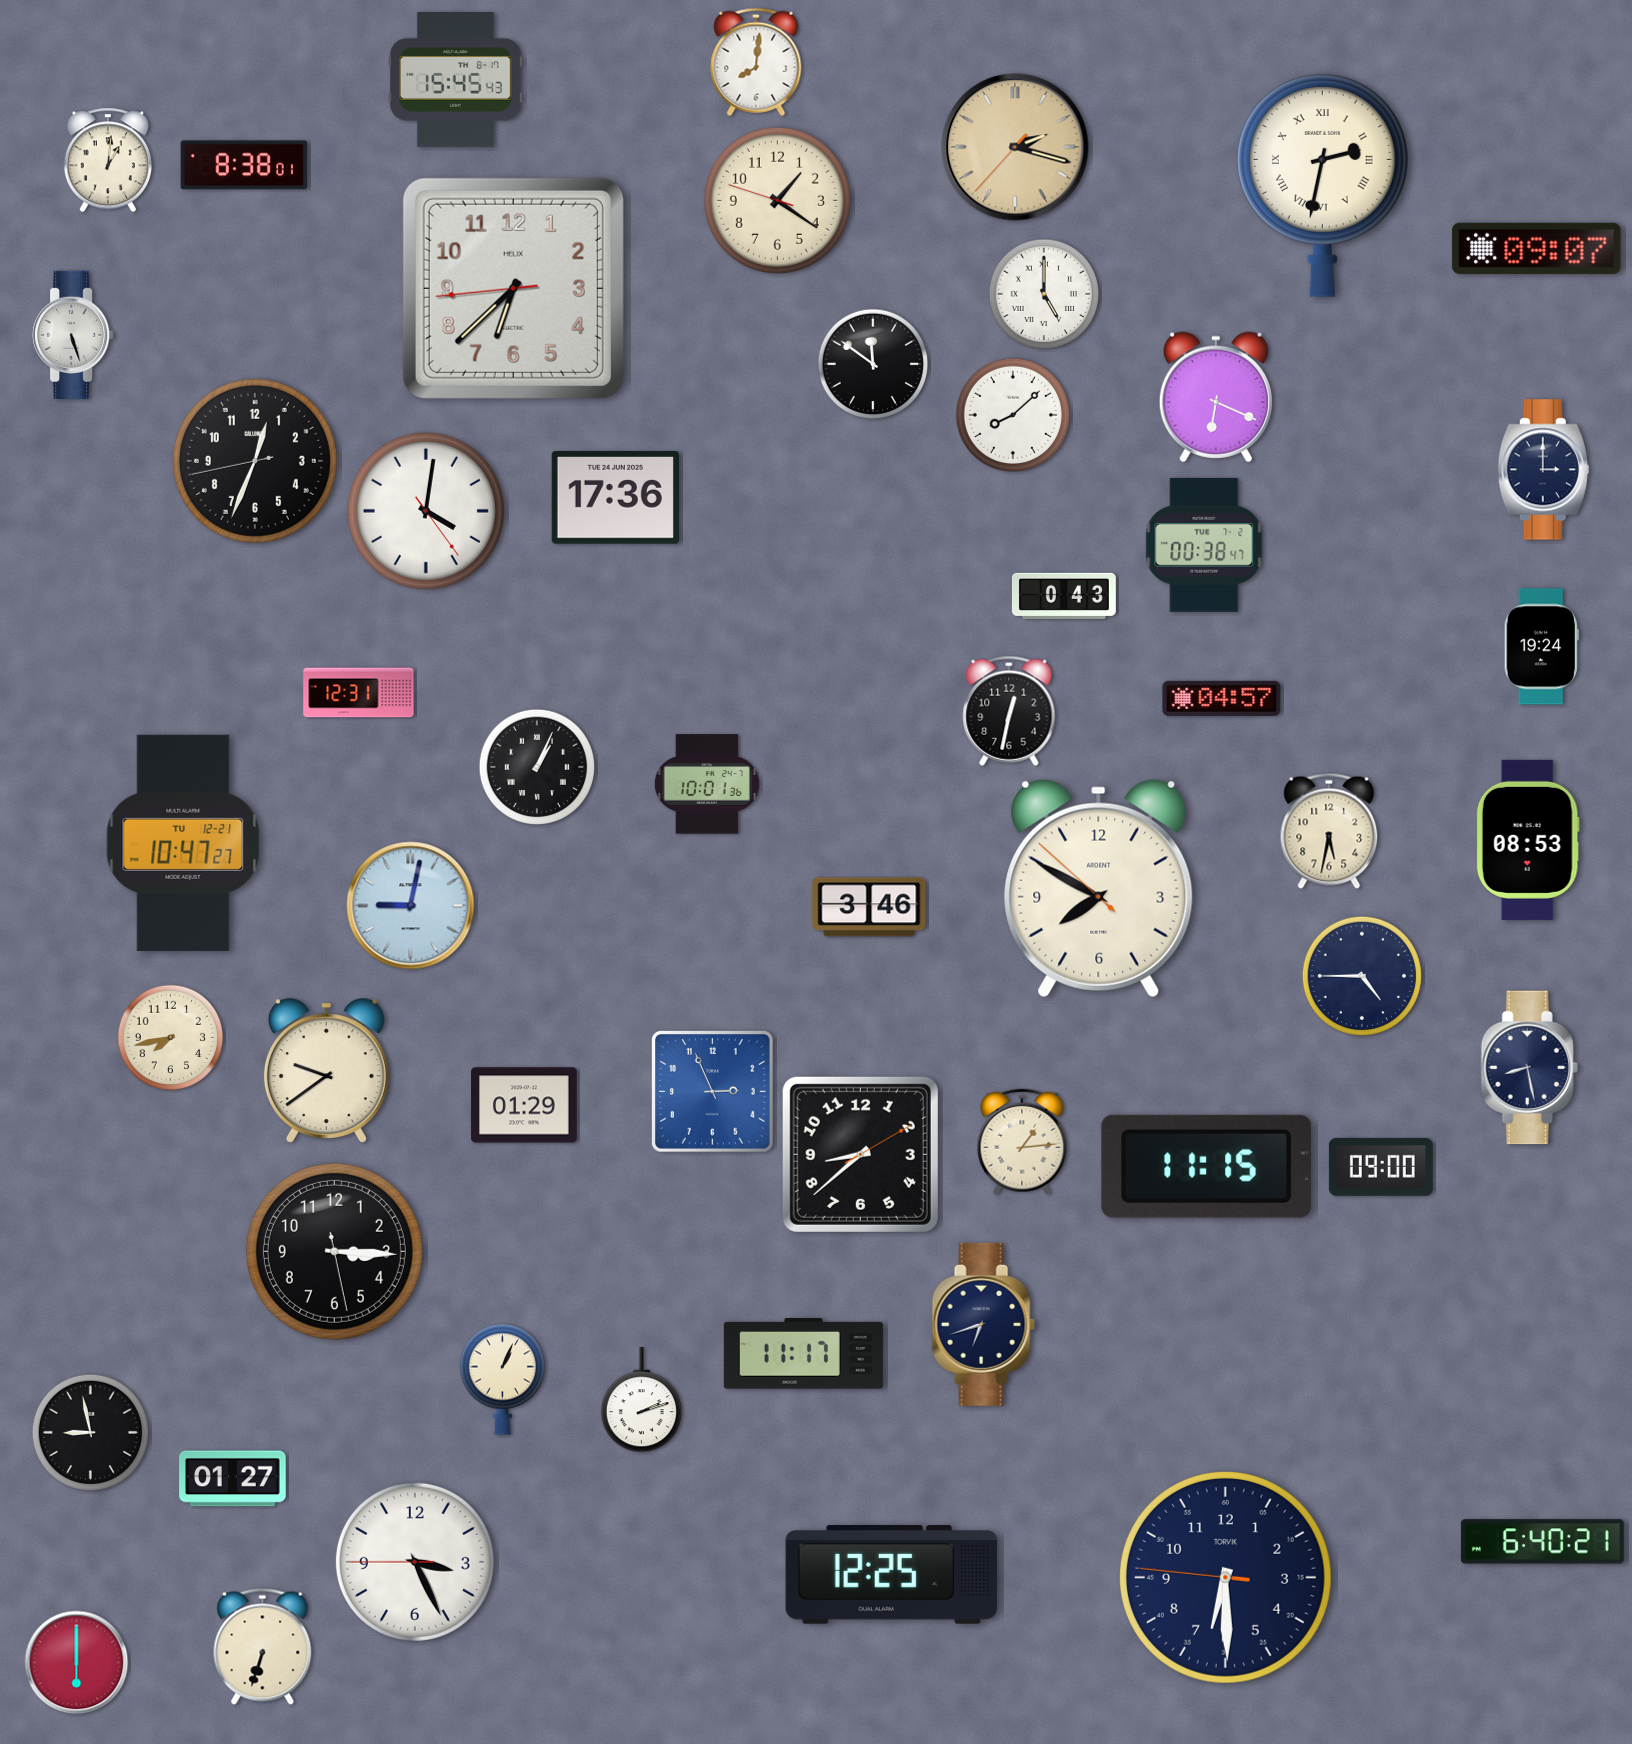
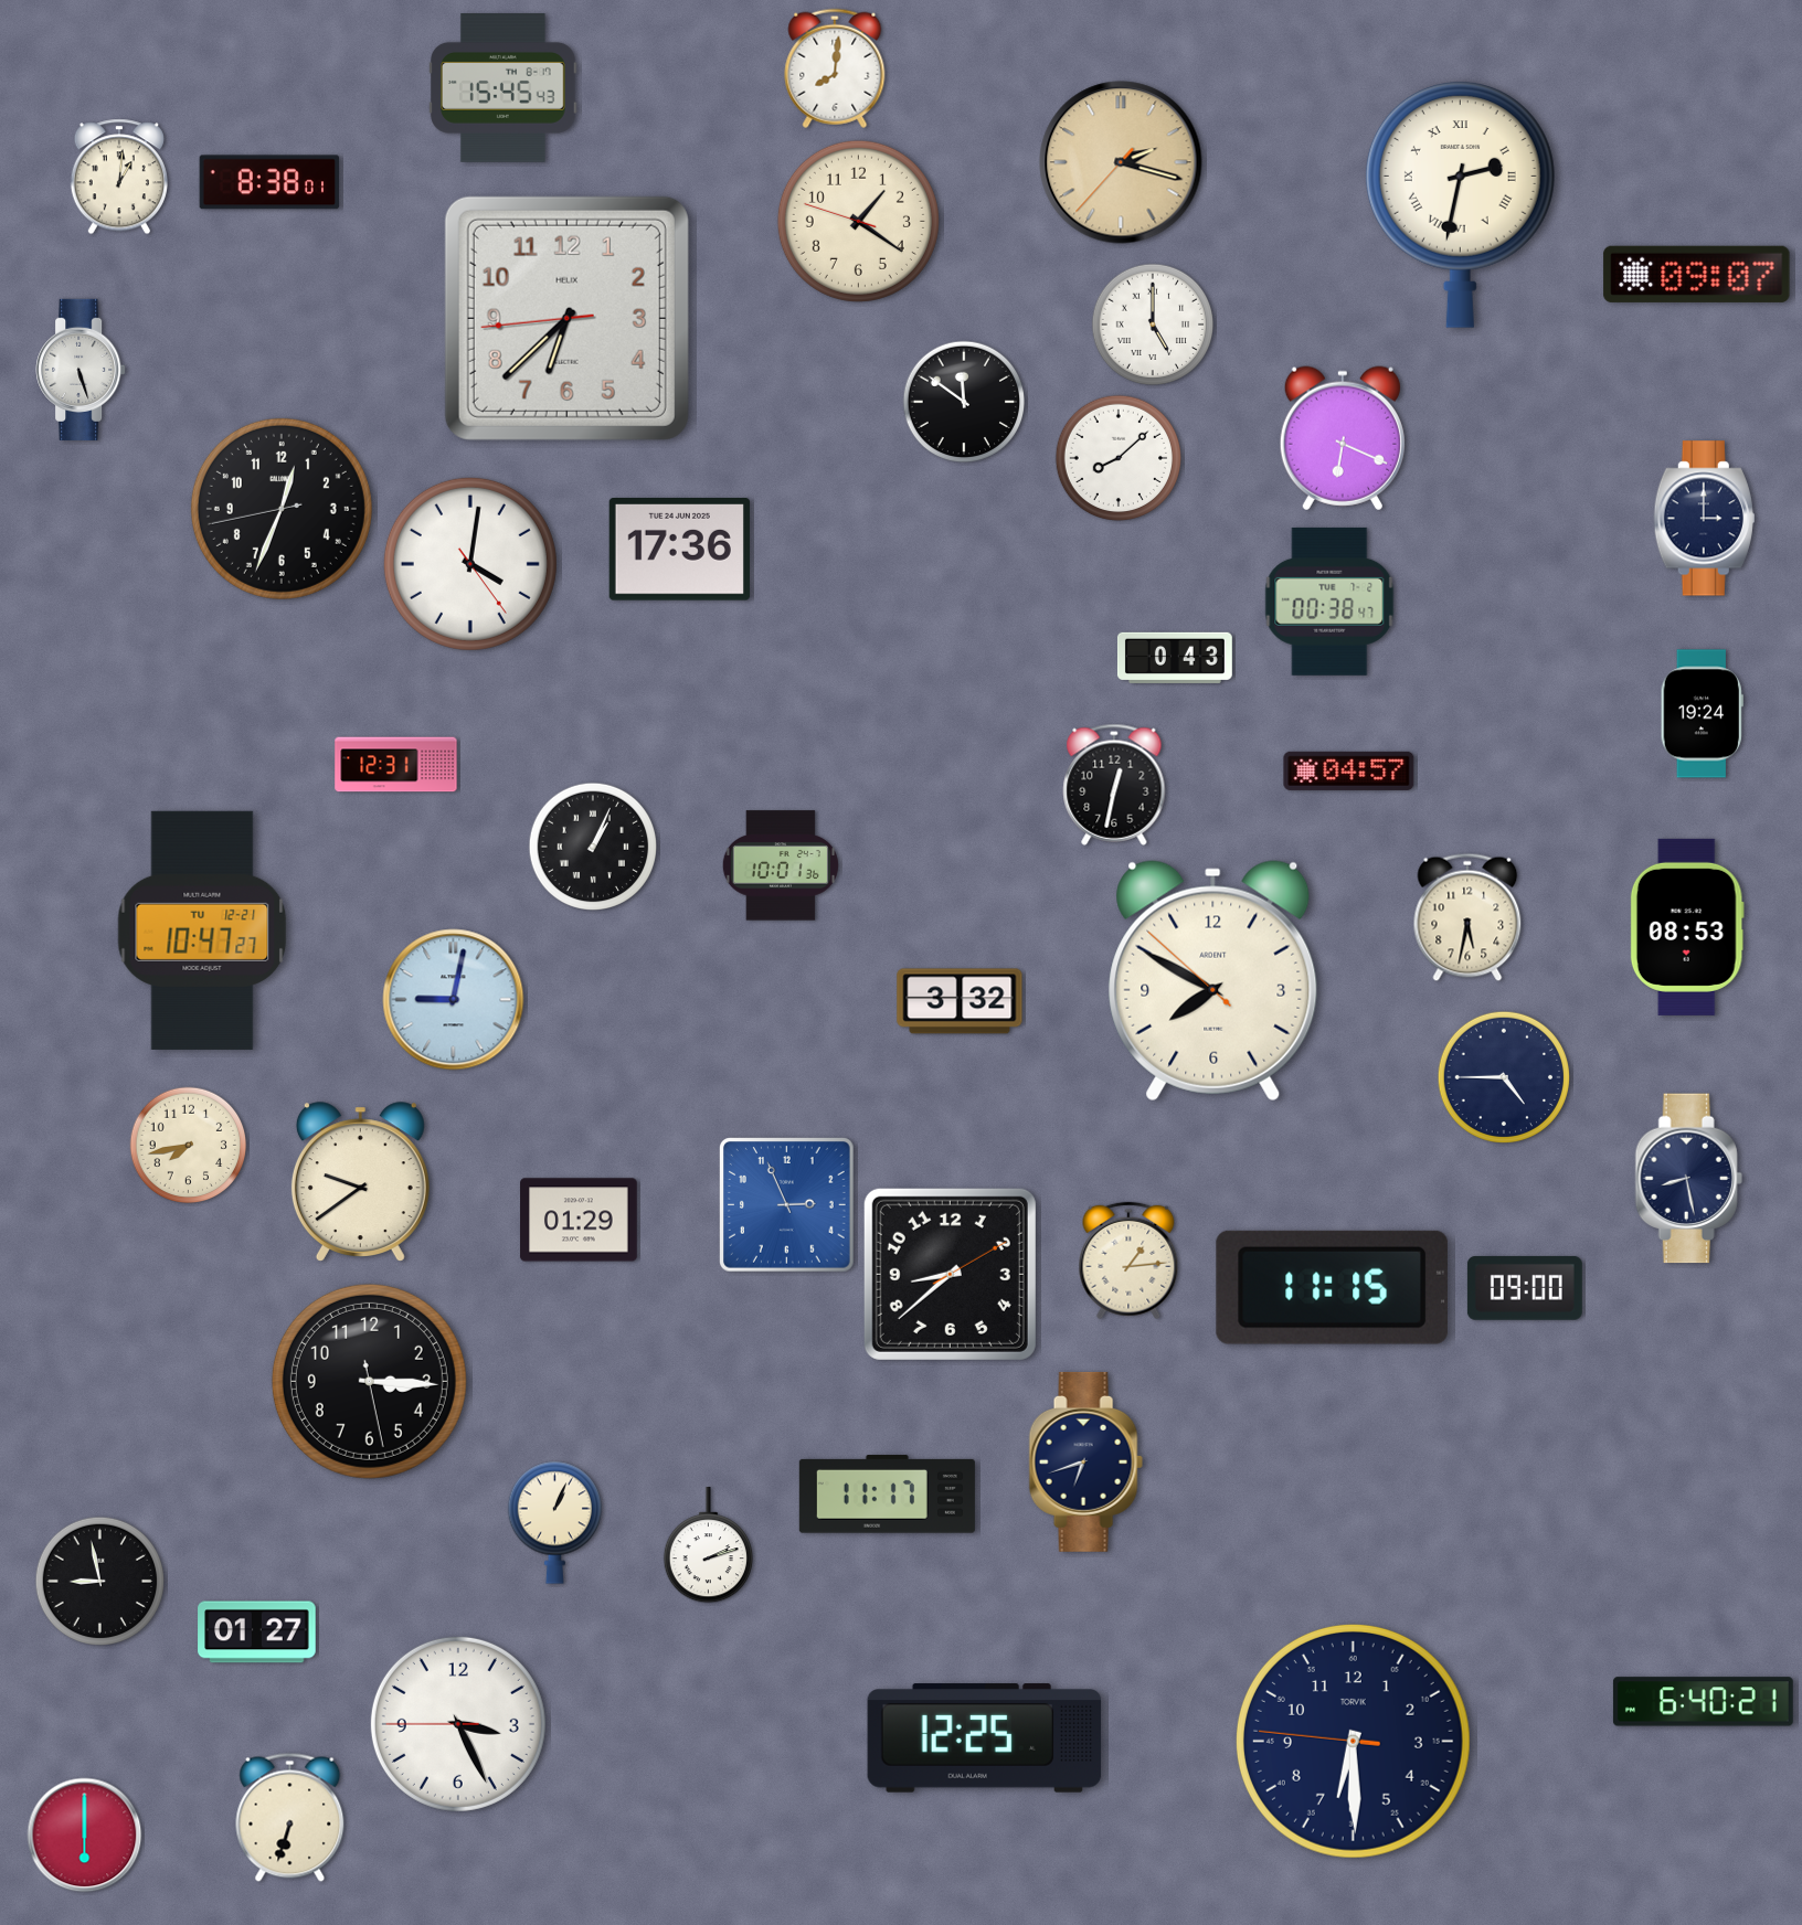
clock at (869, 907): 3:46 -> 3:32
